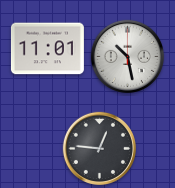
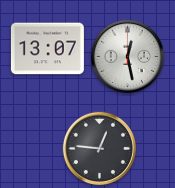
clock at (47, 49): 11:01 -> 13:07
clock at (127, 56): 10:28 -> 12:28
